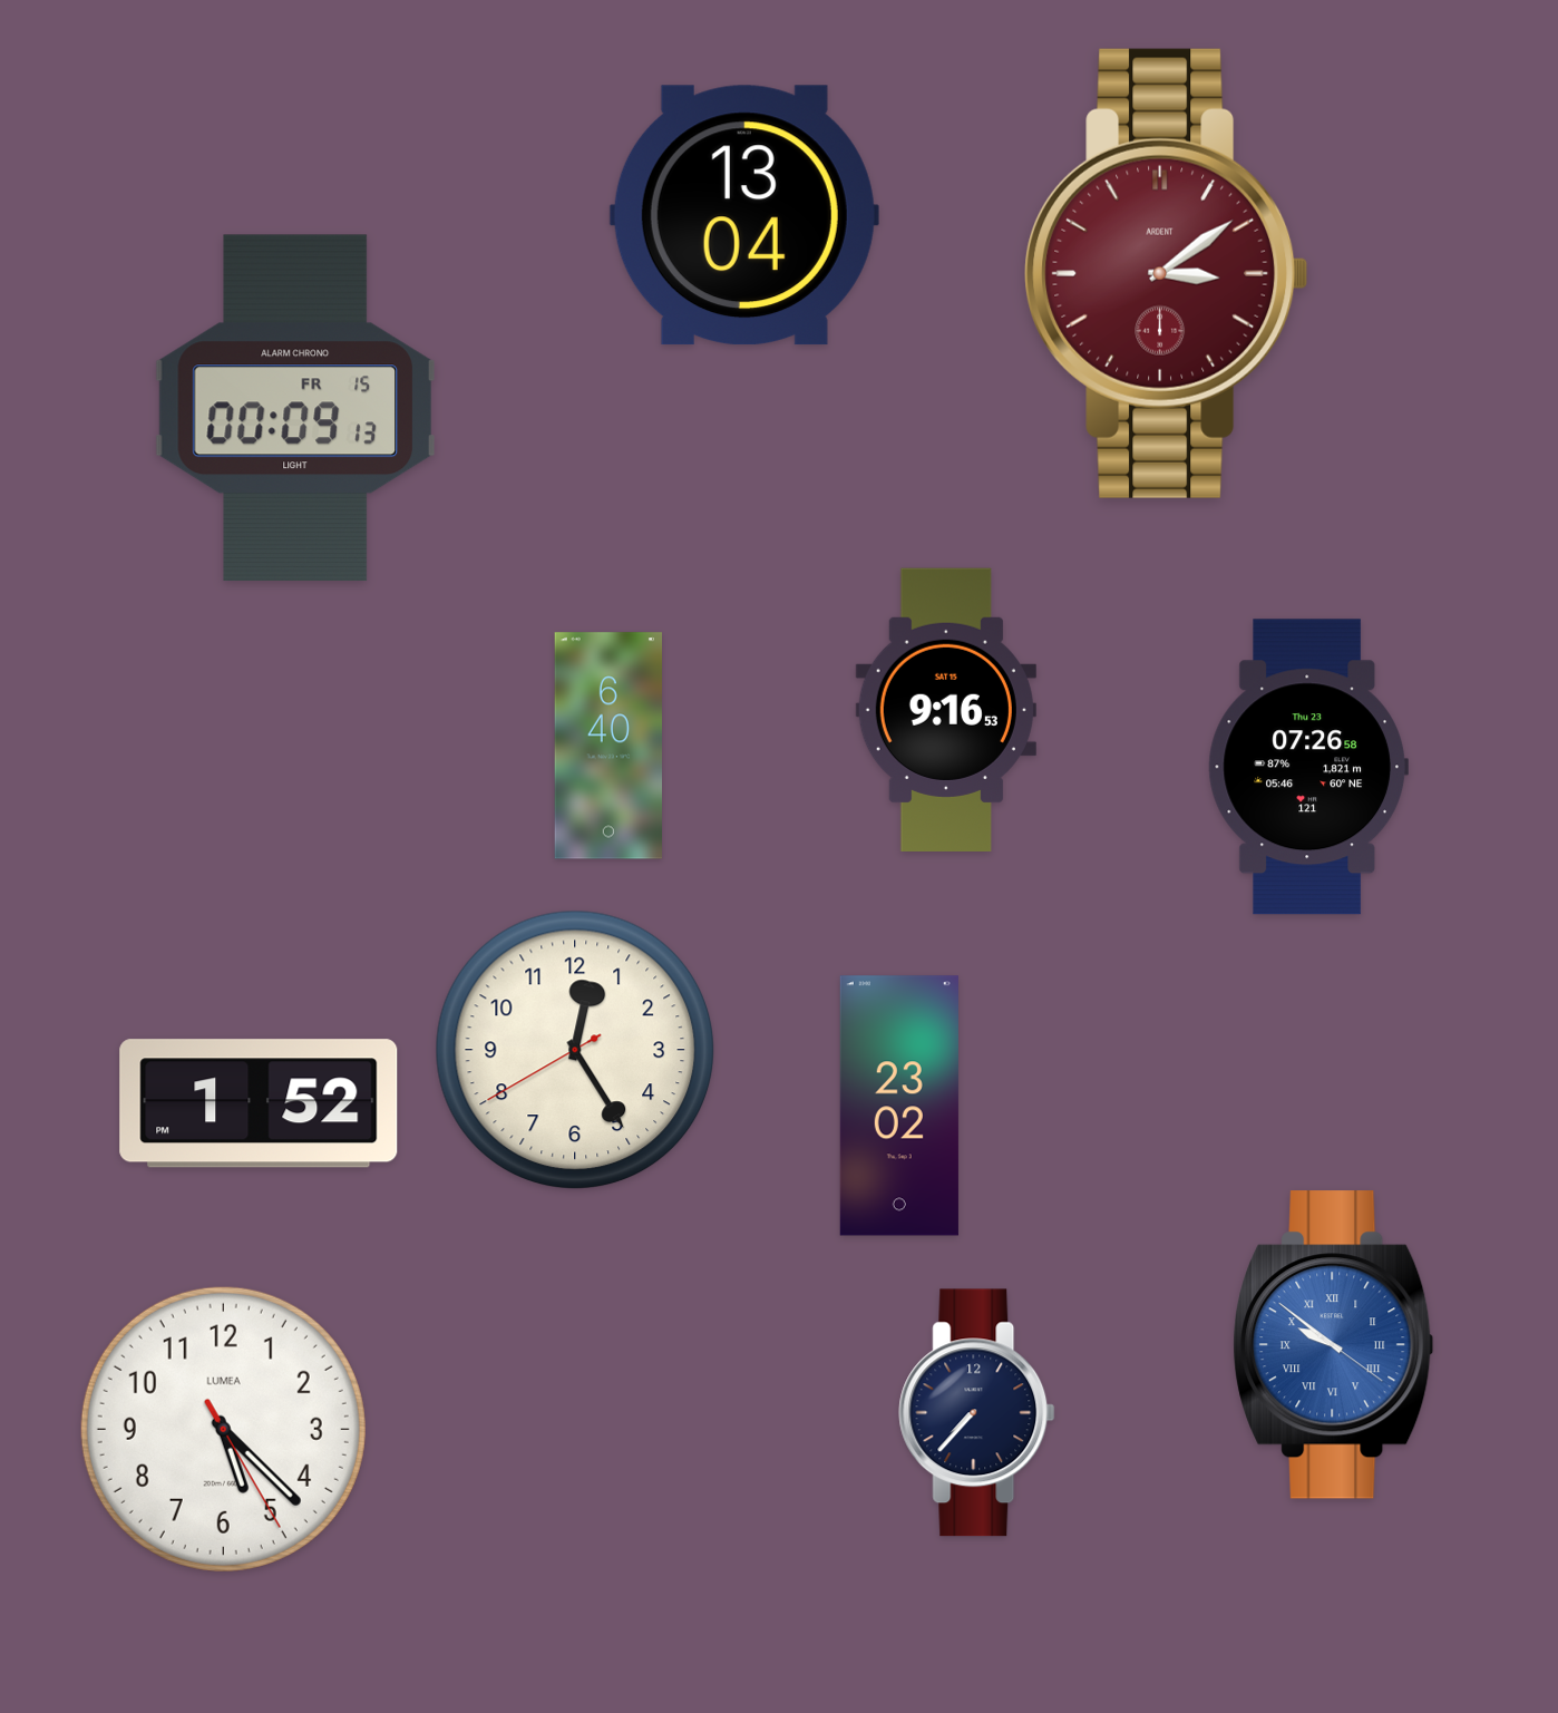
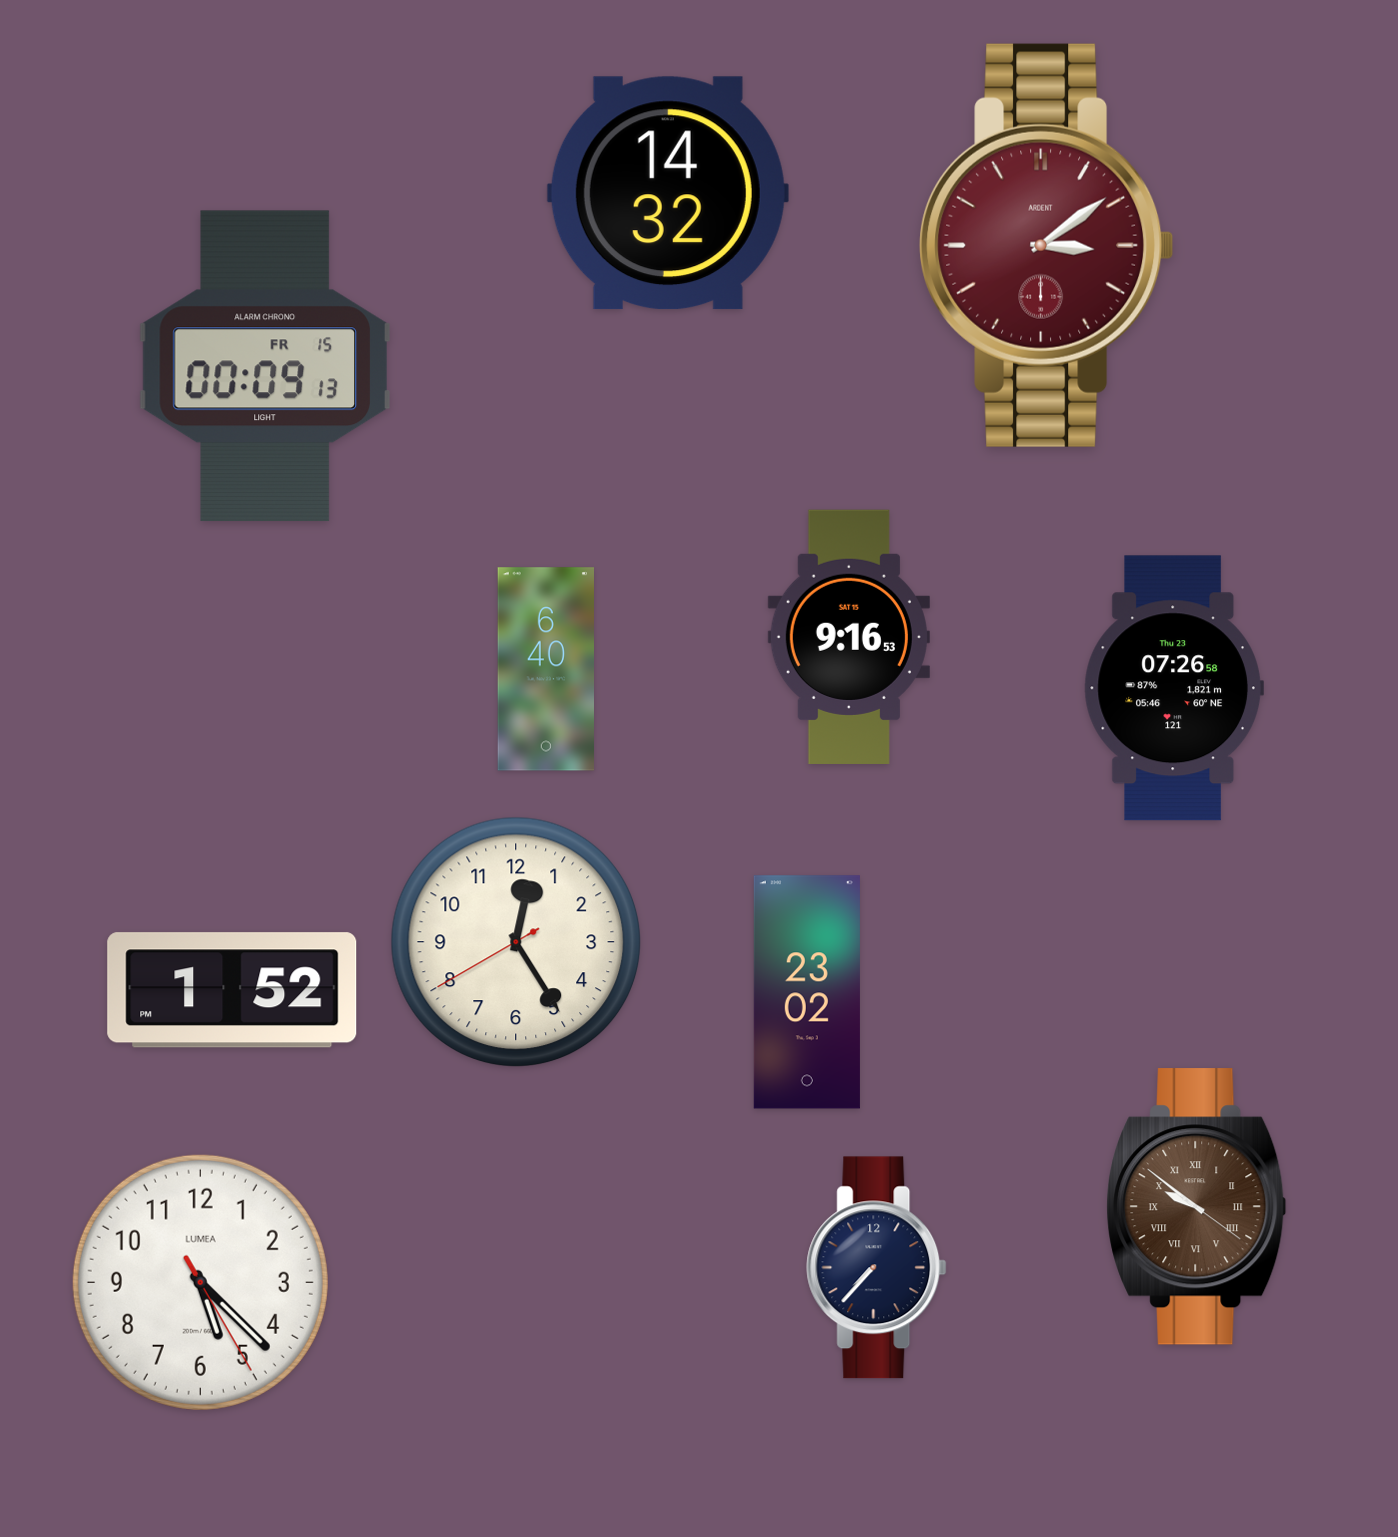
clock at (744, 215): 13:04 -> 14:32
clock at (1334, 1345) dial: blue -> brown
